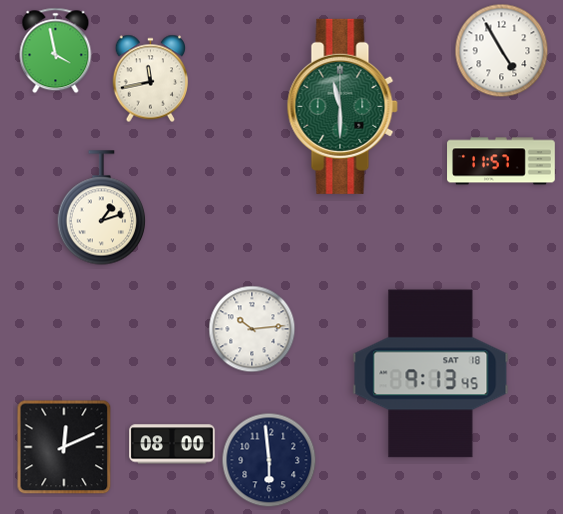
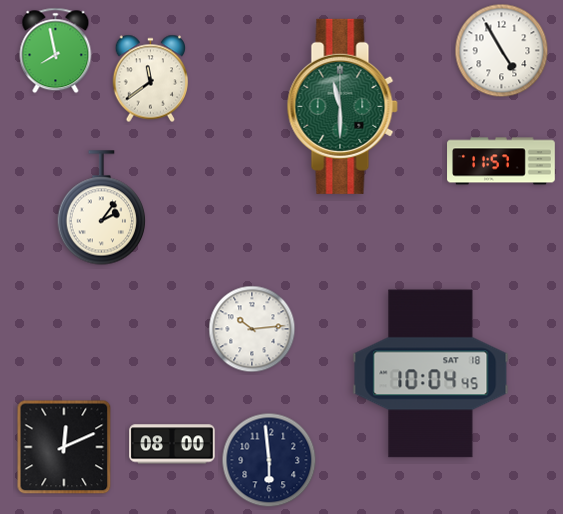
clock at (56, 51): 3:58 -> 7:58
clock at (151, 79): 11:43 -> 11:39
clock at (101, 208): 1:12 -> 2:06
clock at (431, 374): 9:13 -> 10:04
